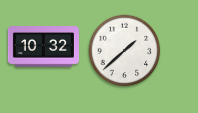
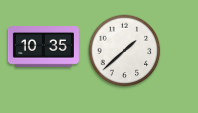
clock at (43, 47): 10:32 -> 10:35
